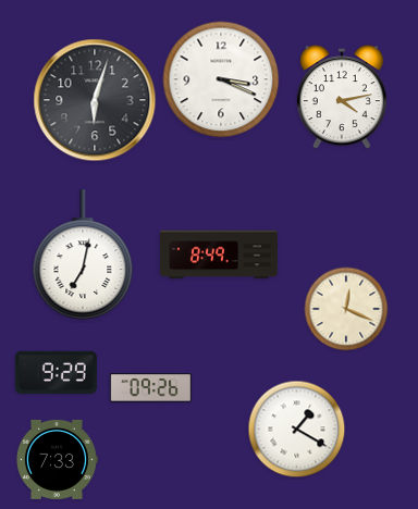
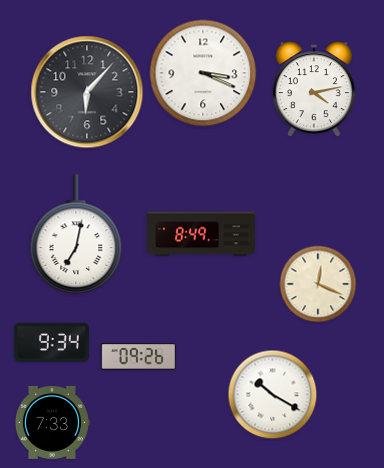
clock at (95, 100): 6:03 -> 6:07
clock at (56, 373): 9:29 -> 9:34
clock at (297, 430): 1:20 -> 10:20
